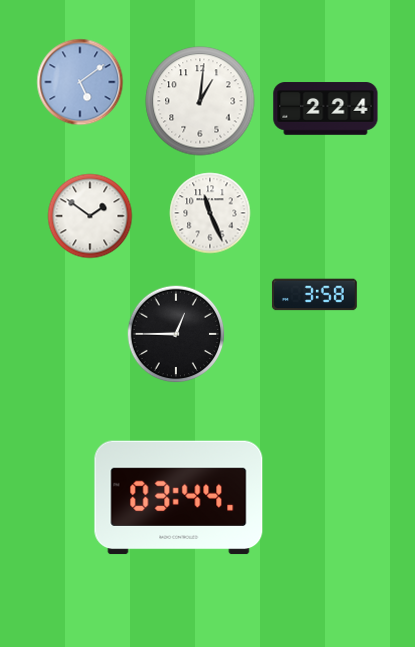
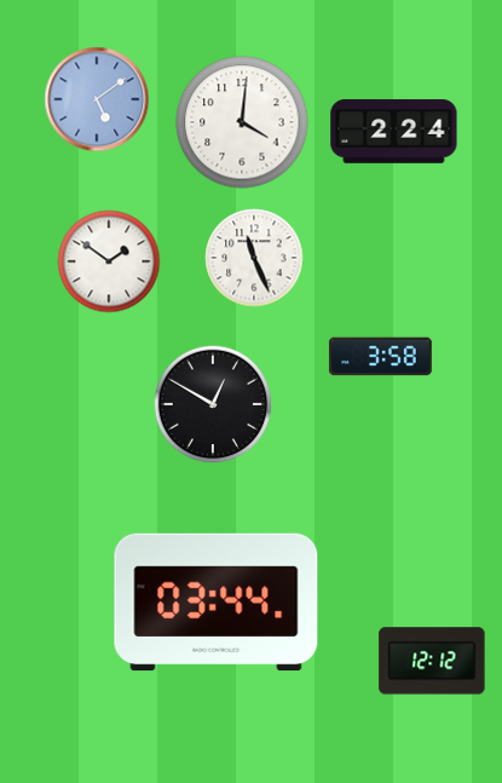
clock at (200, 101): 1:01 -> 4:01
clock at (176, 334): 12:45 -> 12:50
clock at (432, 661): none -> 12:12
